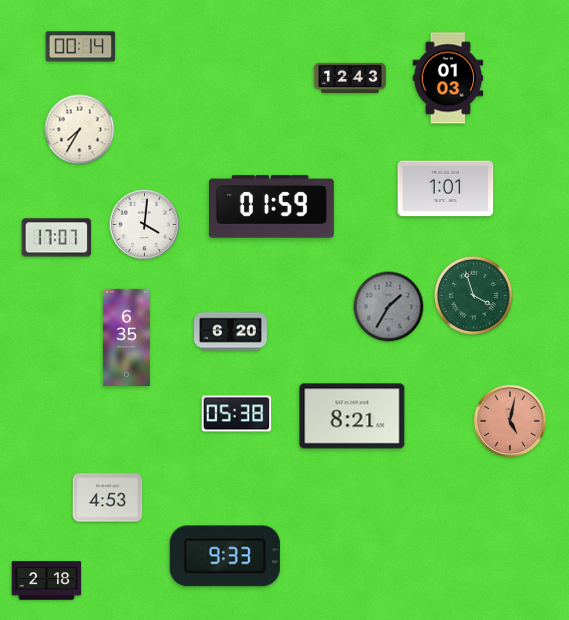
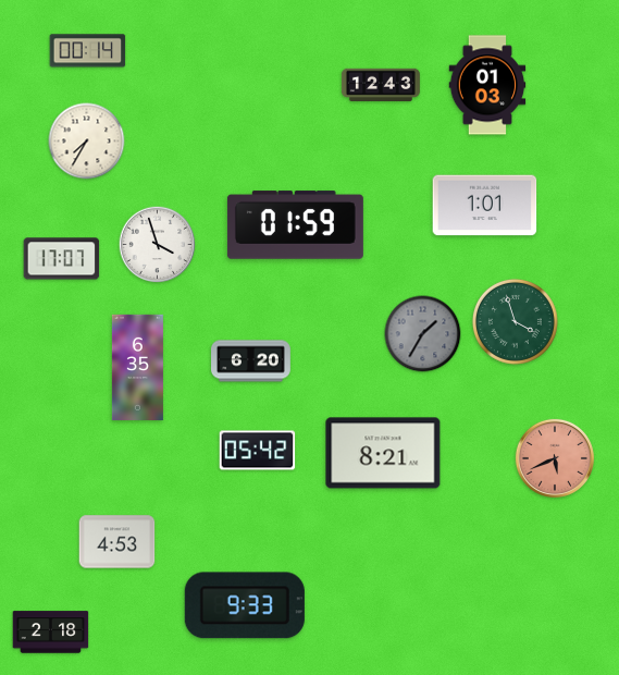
clock at (145, 225): 4:01 -> 3:57
clock at (237, 414): 05:38 -> 05:42
clock at (510, 421): 5:02 -> 5:41
